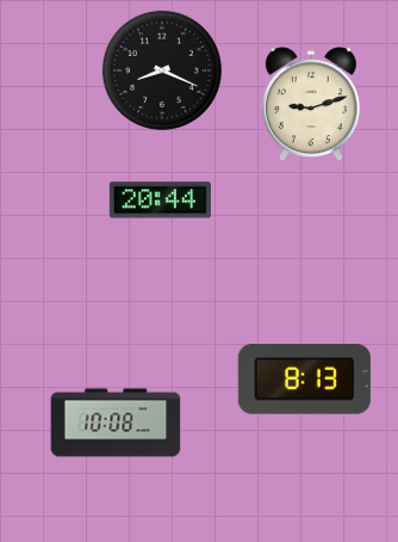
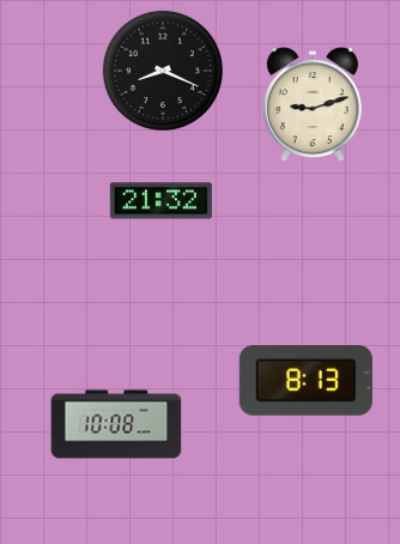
clock at (160, 201): 20:44 -> 21:32
